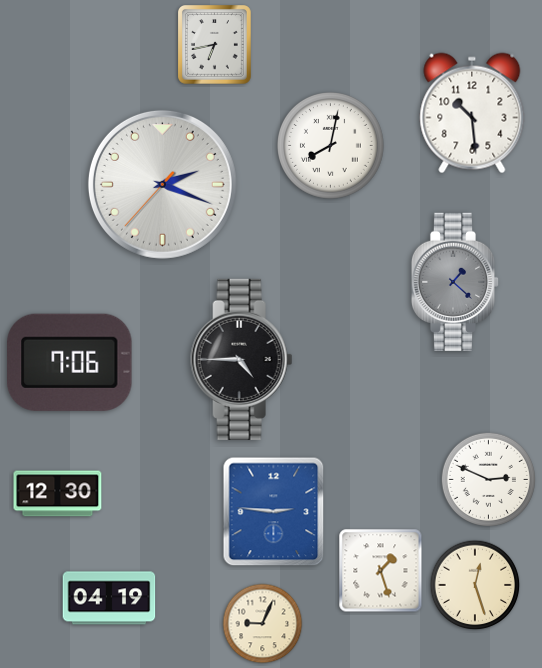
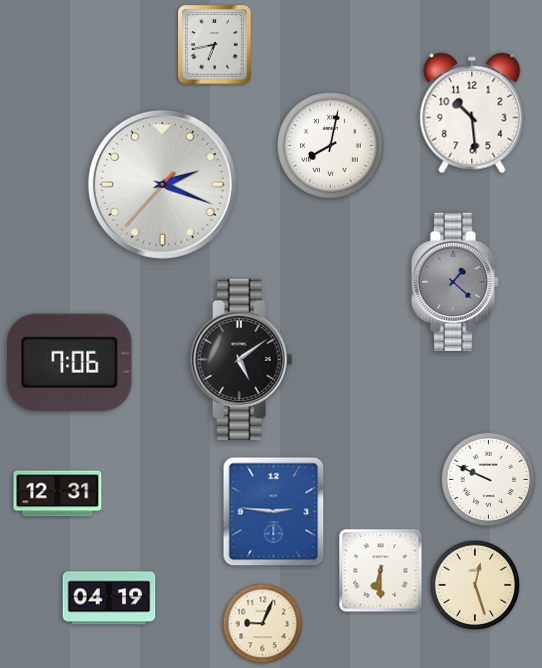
clock at (242, 359): 4:45 -> 5:09
clock at (488, 479): 2:49 -> 9:49
clock at (58, 494): 12:30 -> 12:31
clock at (381, 571): 1:27 -> 6:30
